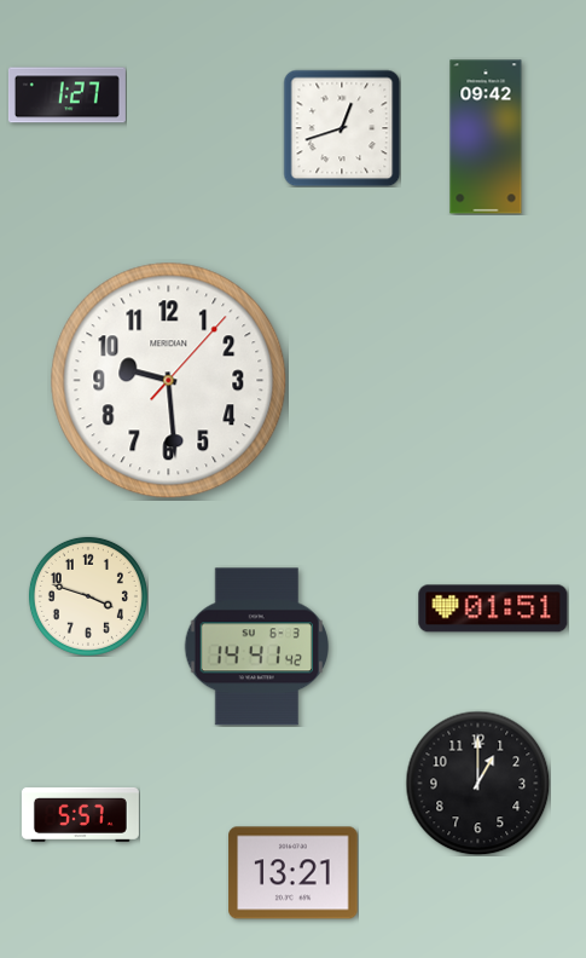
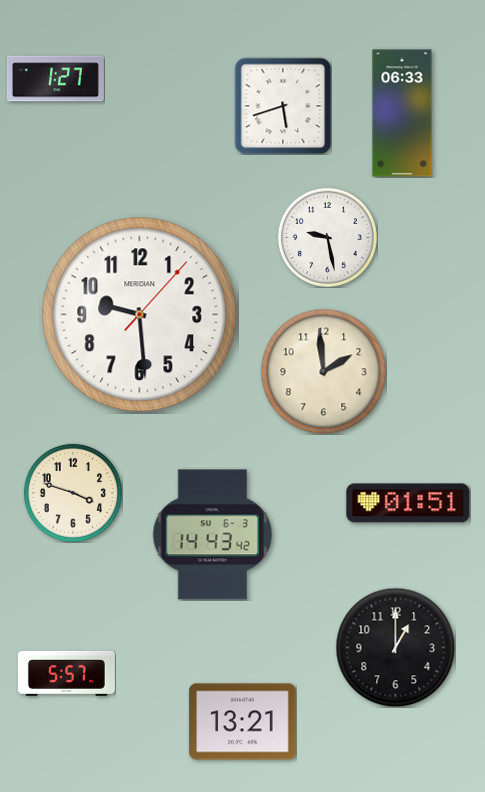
clock at (342, 128): 12:42 -> 5:42
clock at (486, 137): 09:42 -> 06:33
clock at (327, 237): none -> 9:28
clock at (323, 371): none -> 1:59
clock at (256, 647): 14:41 -> 14:43
